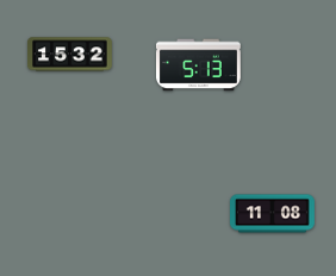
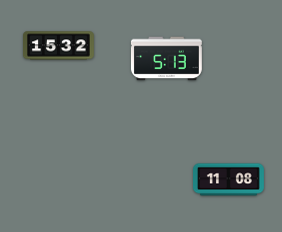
clock at (198, 65) position: (198, 65) -> (166, 59)
